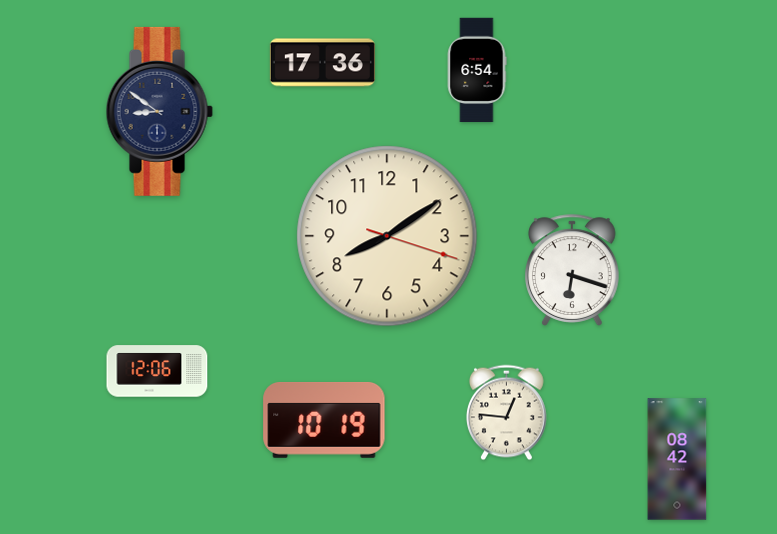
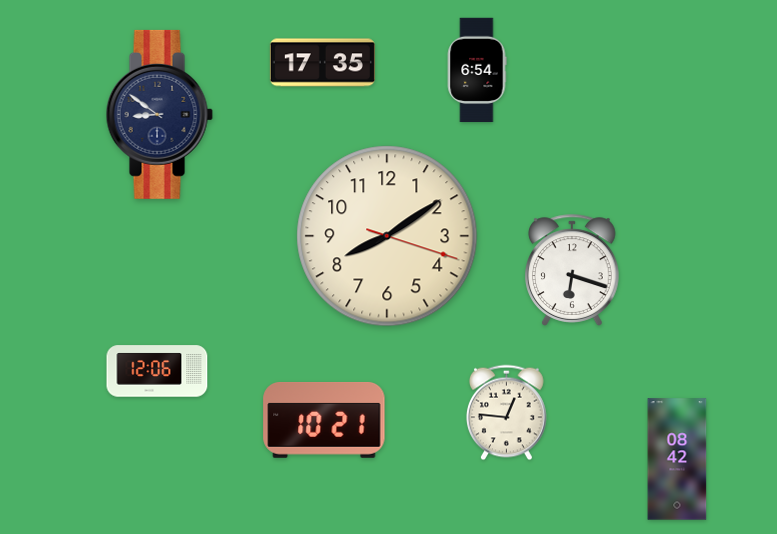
clock at (322, 63): 17:36 -> 17:35
clock at (159, 111) position: (159, 111) -> (159, 114)
clock at (324, 420): 10:19 -> 10:21
